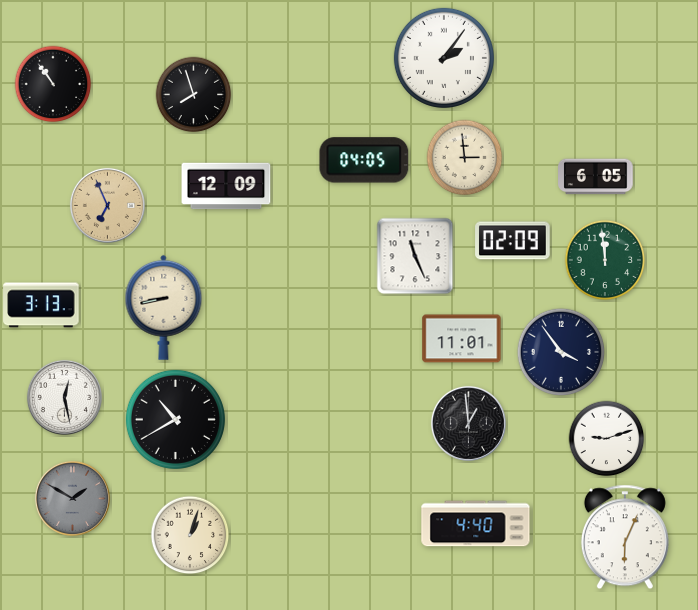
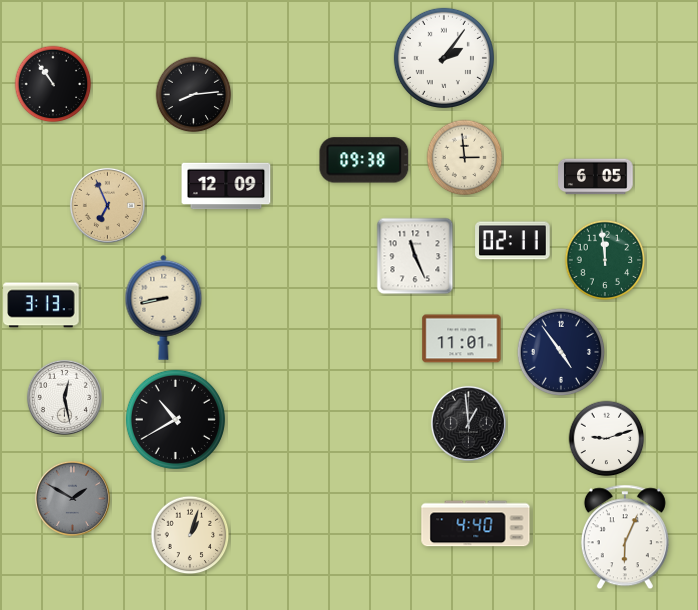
clock at (194, 95): 7:57 -> 8:14
clock at (364, 160): 04:05 -> 09:38
clock at (513, 241): 02:09 -> 02:11
clock at (561, 352): 3:54 -> 4:54
